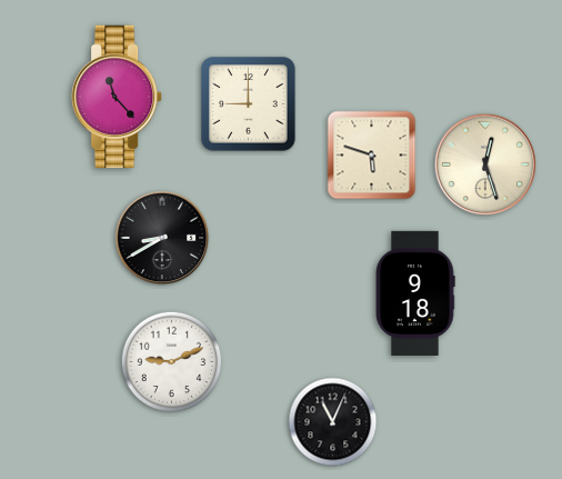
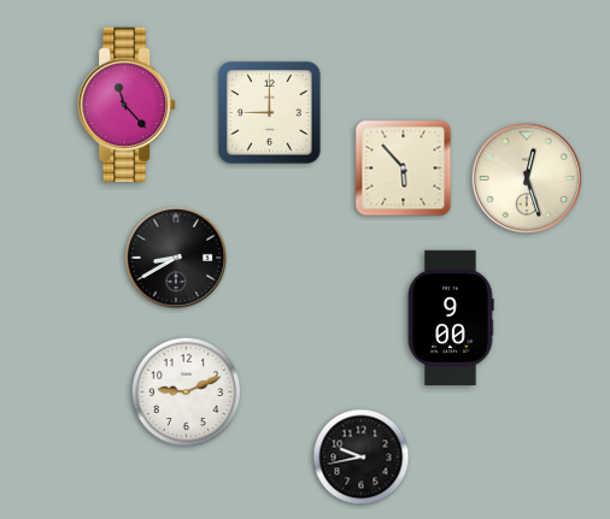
clock at (372, 156): 5:48 -> 5:53
clock at (415, 293): 9:18 -> 9:00
clock at (333, 422): 11:04 -> 9:43
